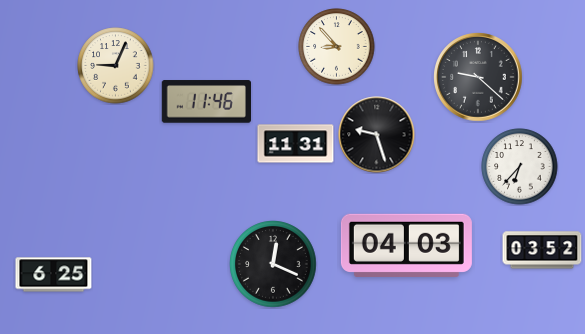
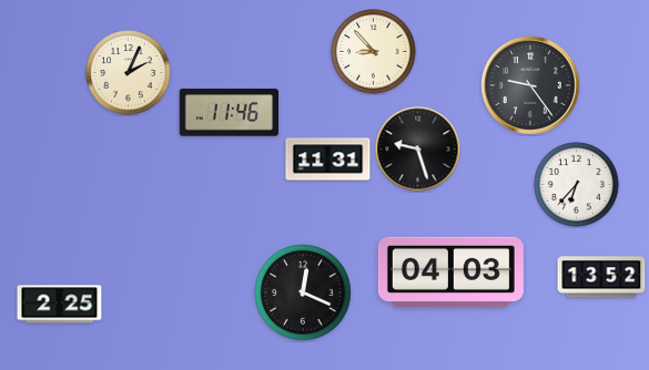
clock at (116, 66): 9:04 -> 2:04
clock at (478, 77): 9:22 -> 9:24
clock at (542, 250): 03:52 -> 13:52
clock at (54, 275): 6:25 -> 2:25
